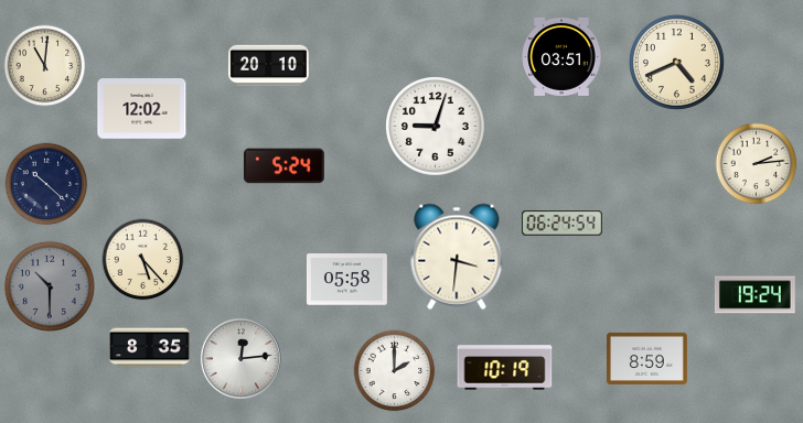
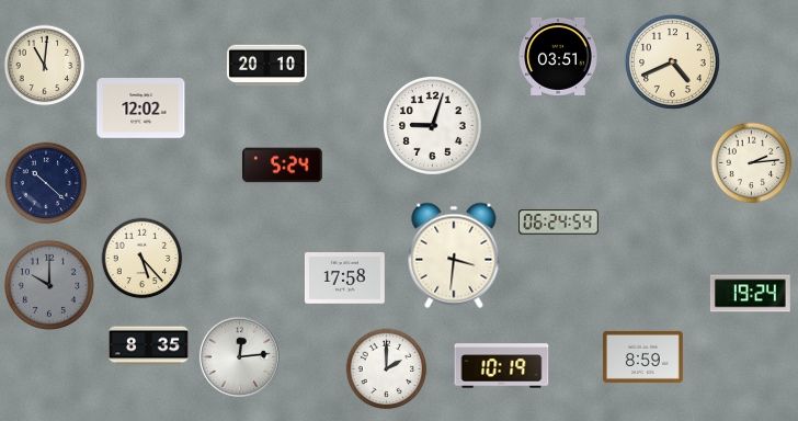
clock at (346, 280): 05:58 -> 17:58
clock at (50, 286): 10:30 -> 10:00
clock at (395, 371) position: (395, 371) -> (387, 369)
